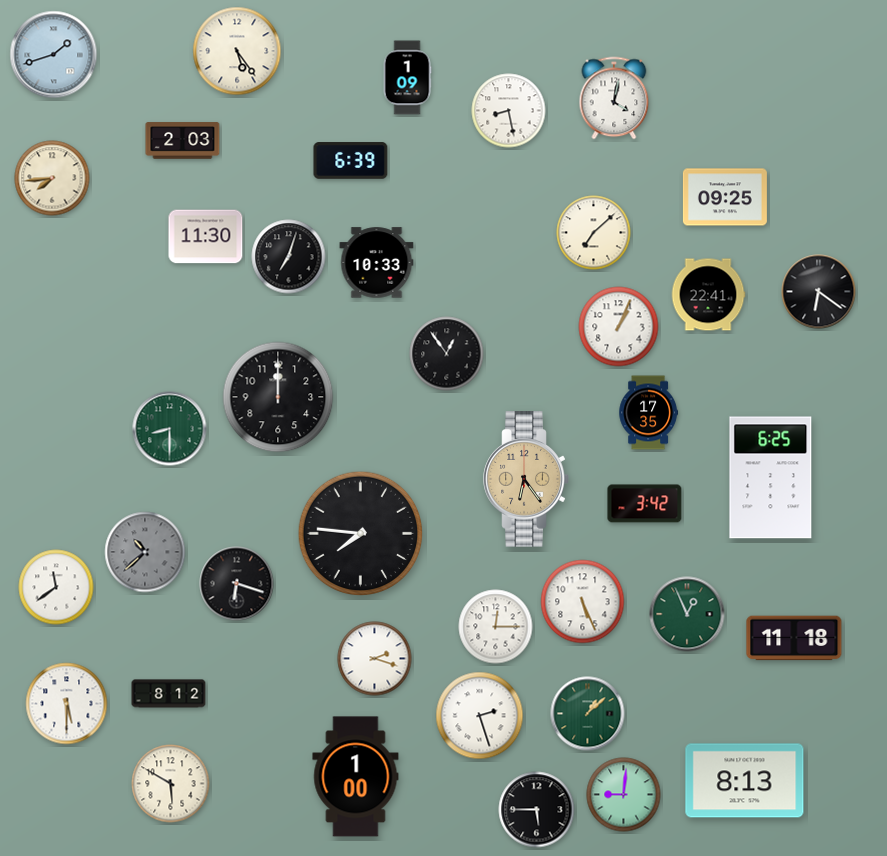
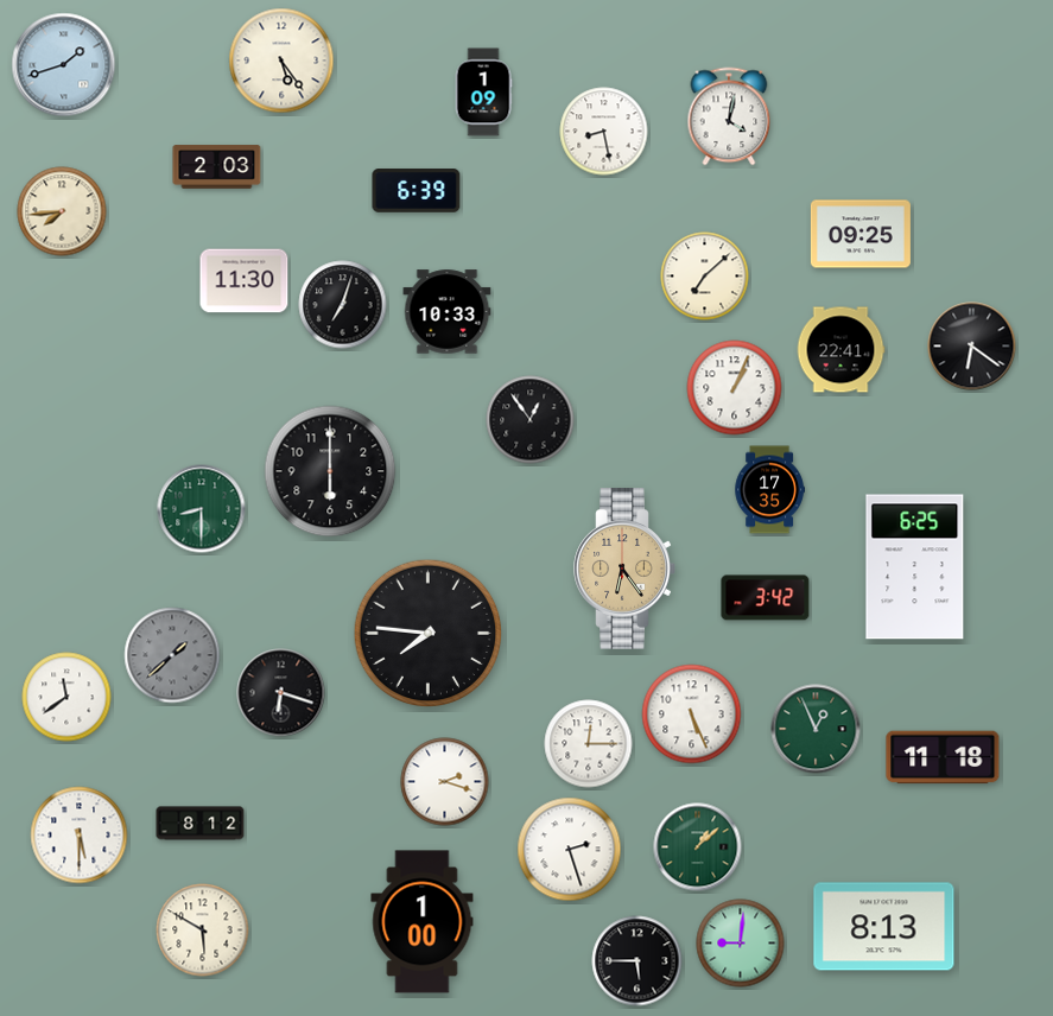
clock at (278, 397): 12:00 -> 6:00
clock at (145, 552): 10:38 -> 1:38
